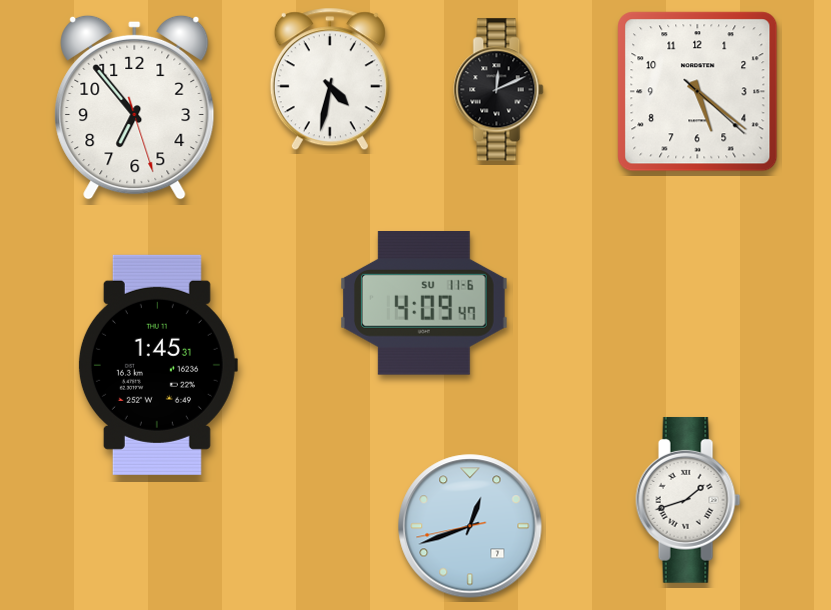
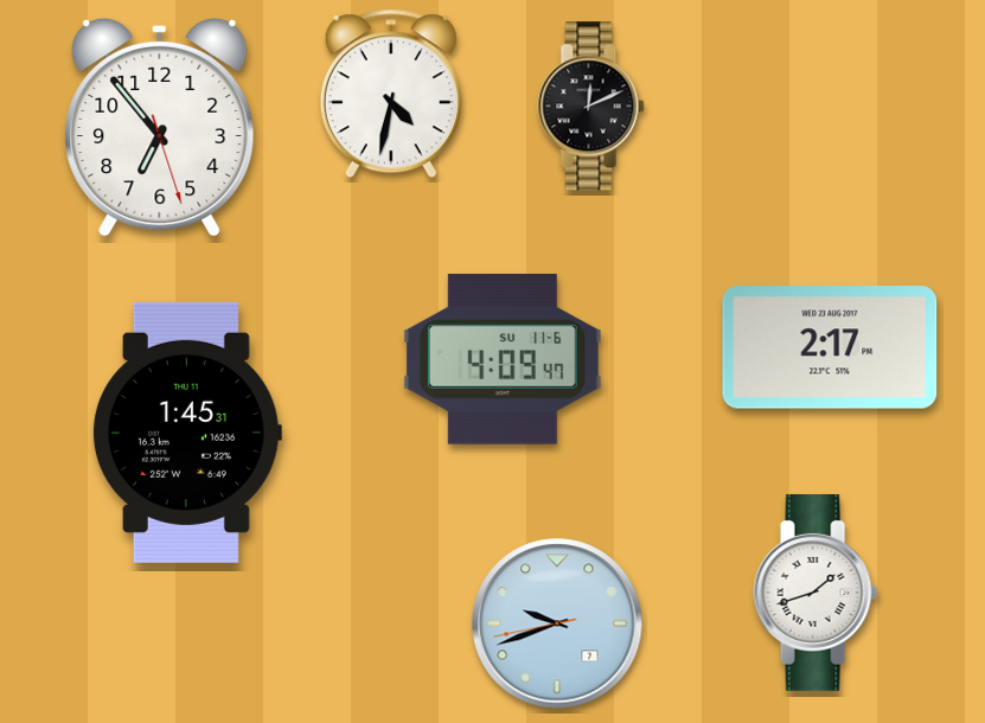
clock at (698, 92): 5:21 -> none
clock at (830, 347): none -> 2:17
clock at (470, 526): 12:41 -> 9:41
